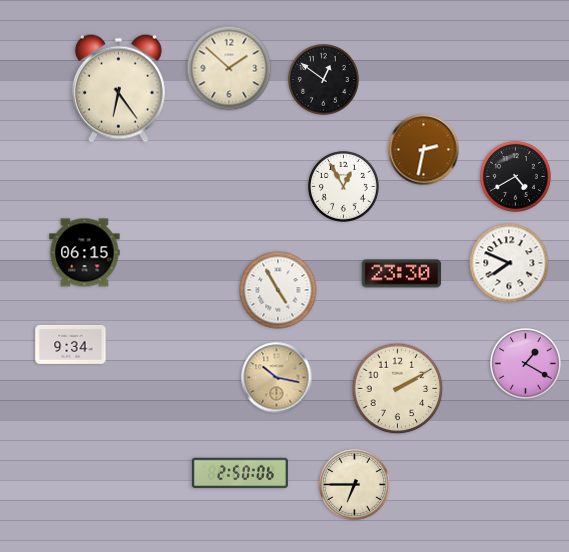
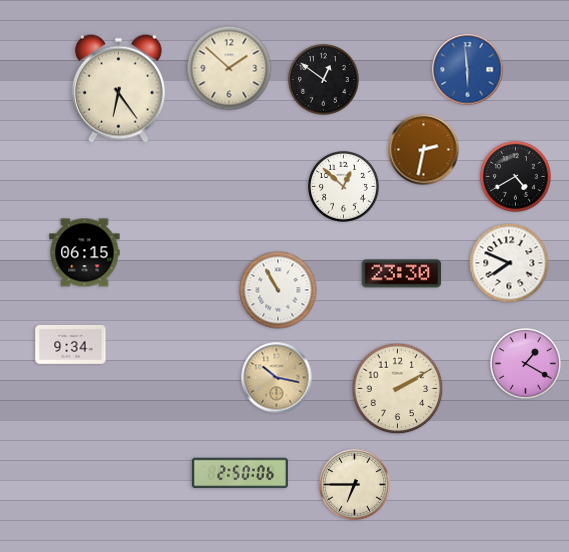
clock at (468, 70): none -> 5:59
clock at (344, 187): 12:55 -> 12:52
clock at (278, 290): 4:55 -> 10:55
